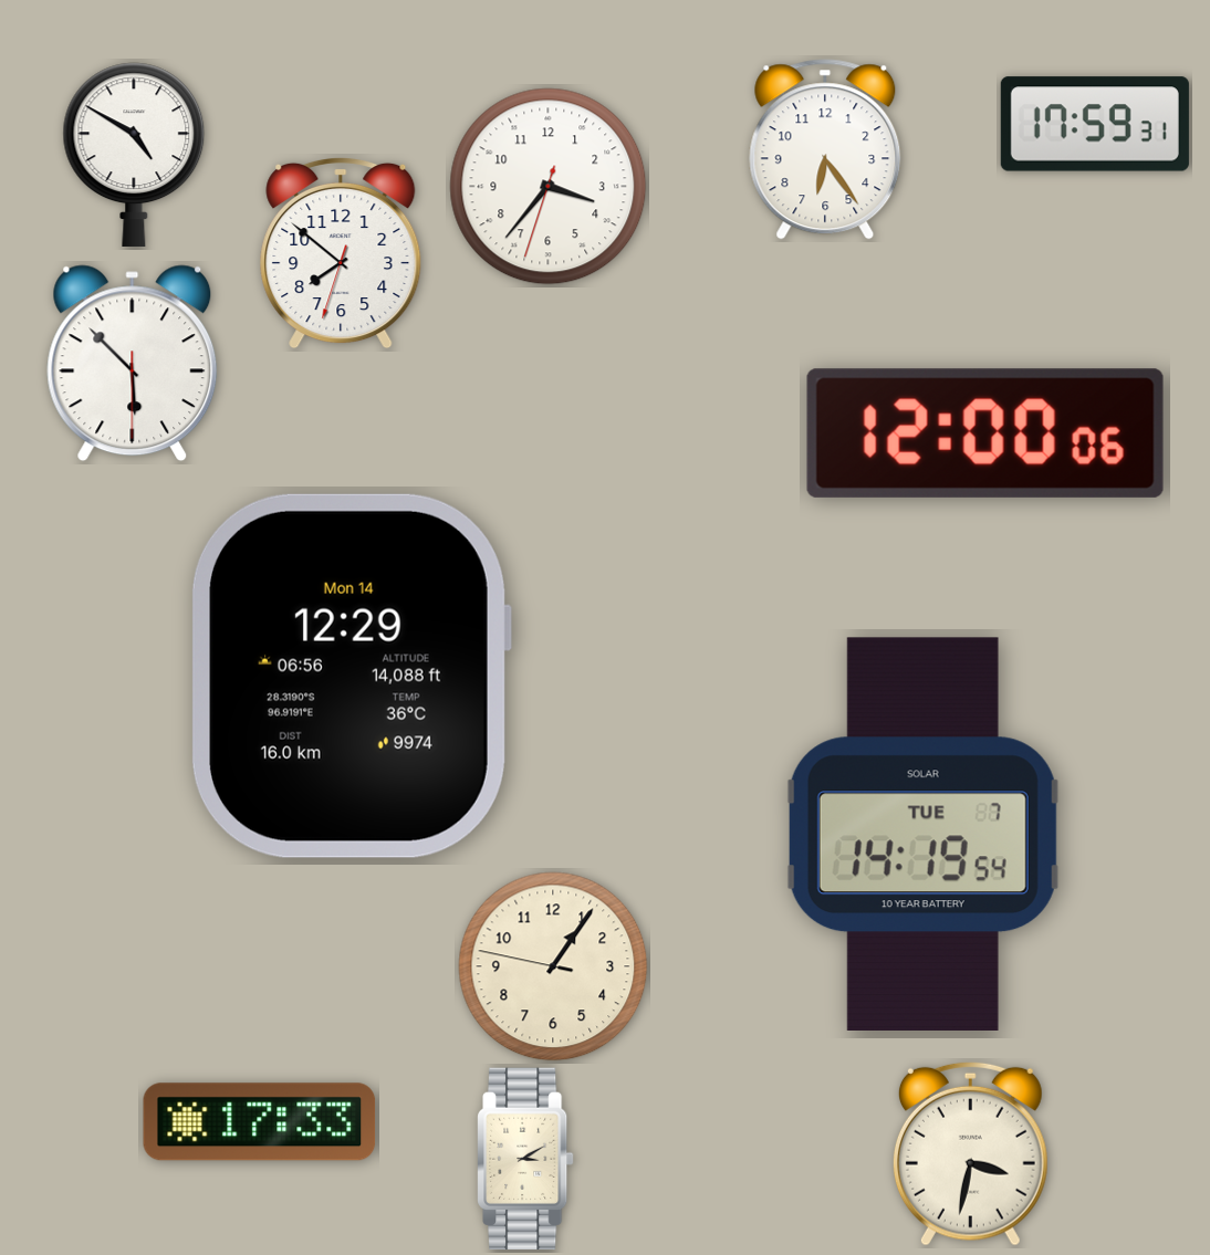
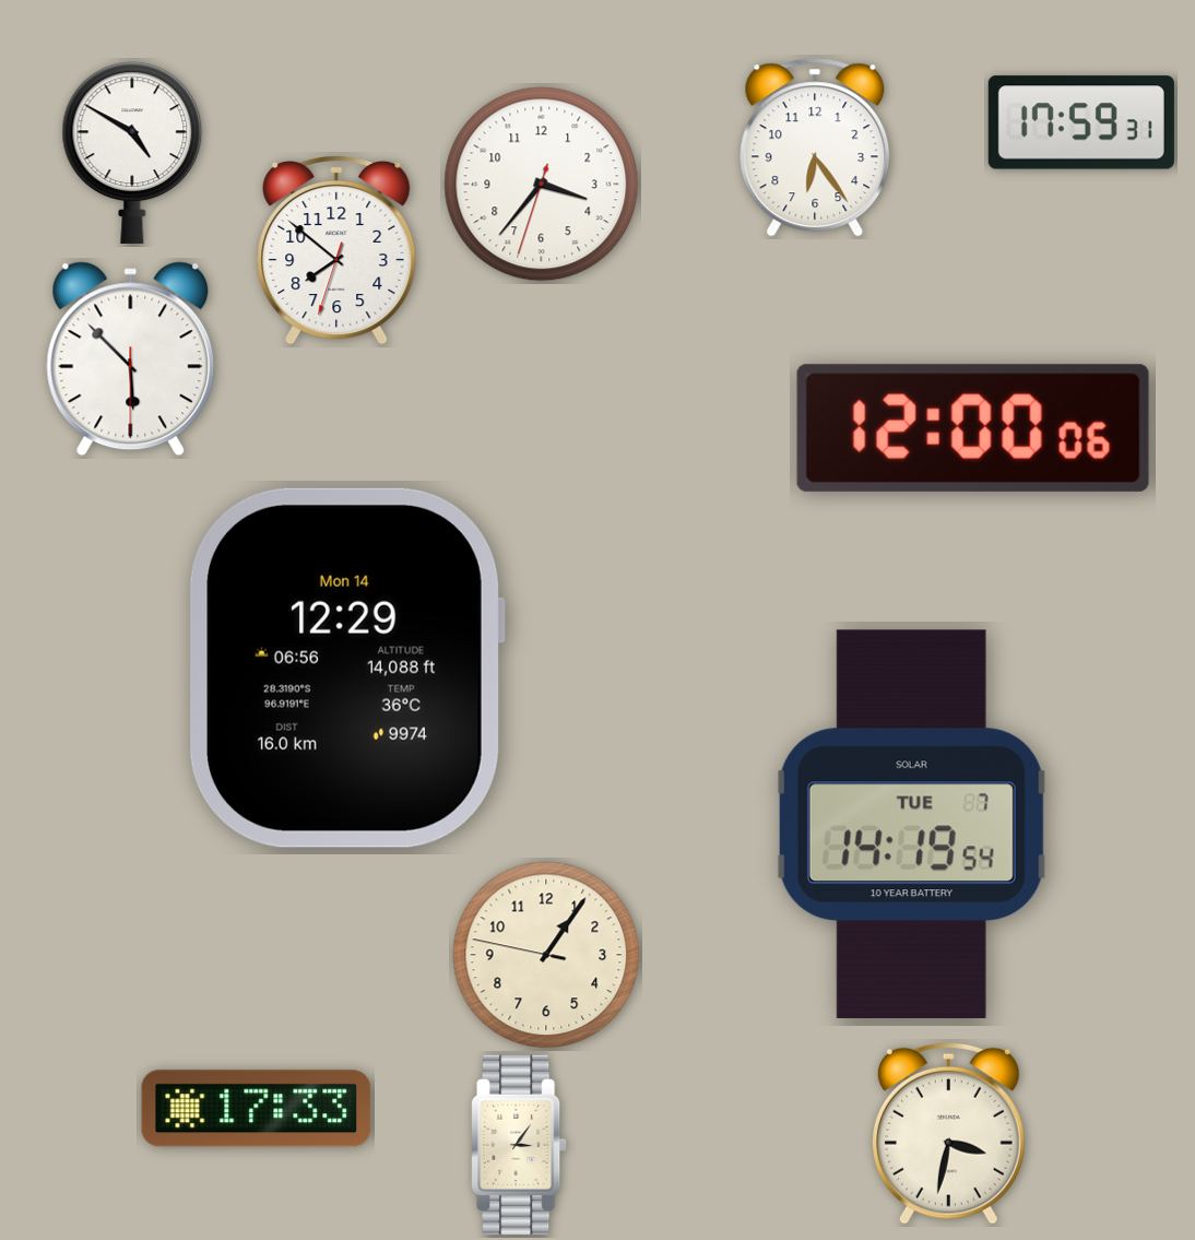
clock at (970, 1153) position: (970, 1153) -> (948, 1133)
clock at (525, 1159): 3:10 -> 3:06
